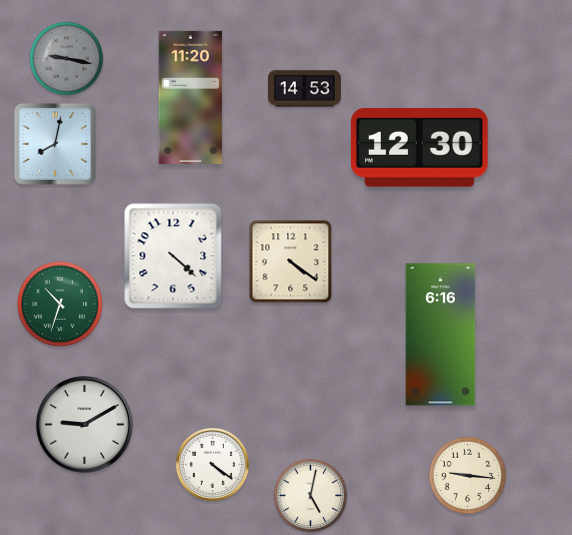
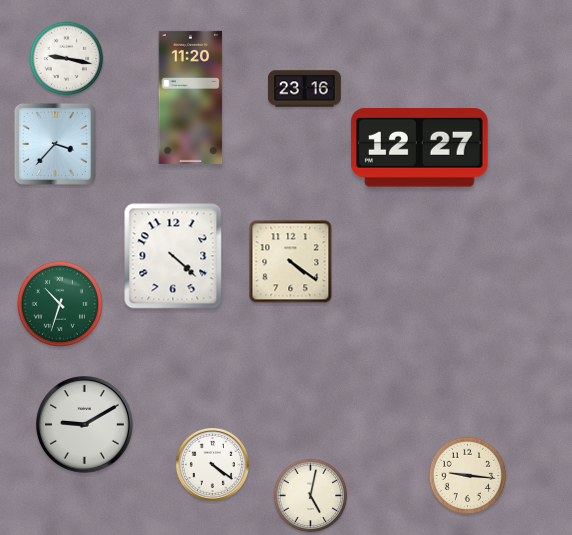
clock at (67, 59) dial: grey -> white
clock at (304, 89): 14:53 -> 23:16
clock at (55, 144): 8:02 -> 3:37
clock at (419, 148): 12:30 -> 12:27
clock at (441, 335): 6:16 -> none
